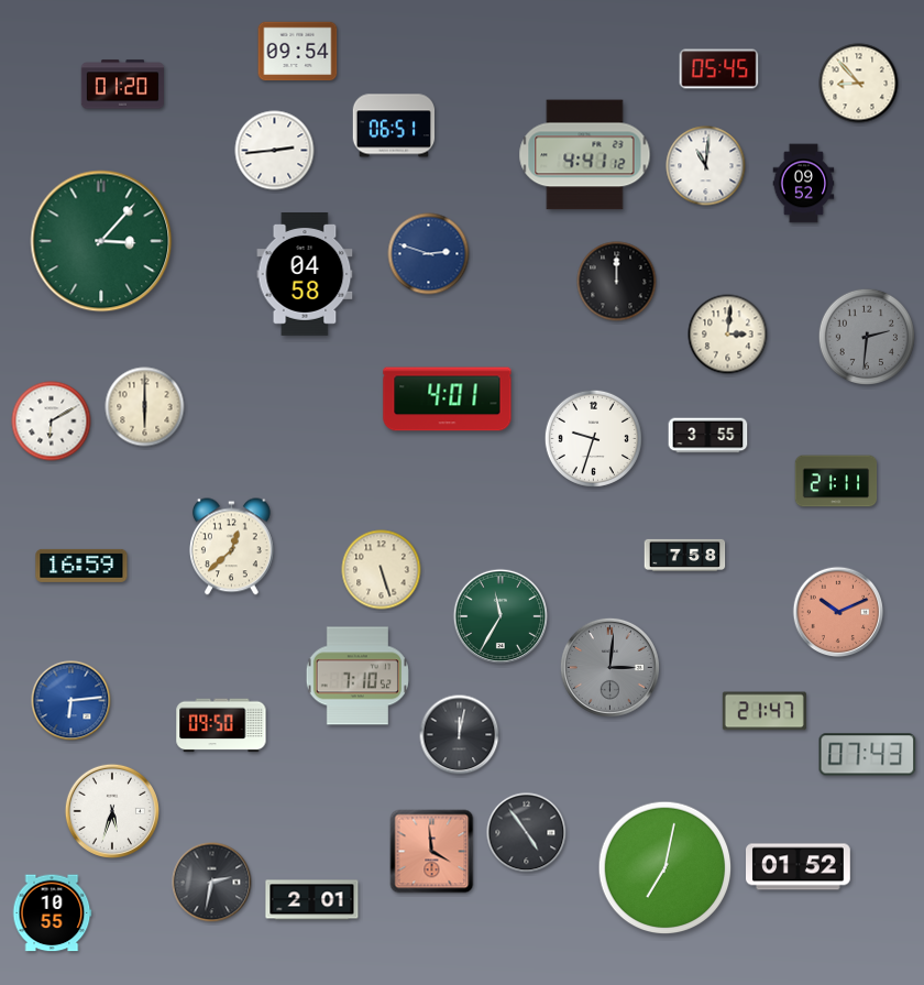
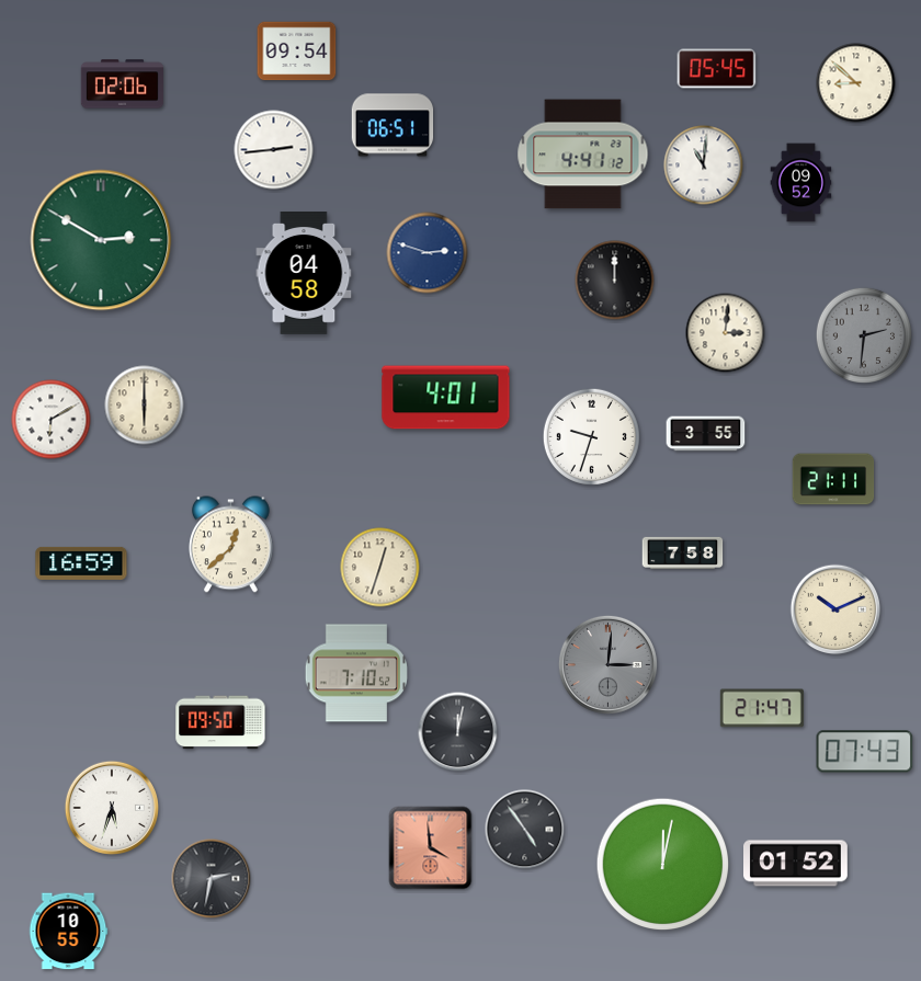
clock at (859, 84): 8:53 -> 8:52
clock at (122, 85): 01:20 -> 02:06
clock at (101, 241): 3:07 -> 2:50
clock at (382, 570): 5:27 -> 12:33
clock at (838, 612) dial: salmon -> cream
clock at (499, 615): 11:35 -> none
clock at (71, 701): 6:14 -> none
clock at (665, 868): 7:02 -> 12:02
clock at (312, 900): 2:01 -> none
clock at (52, 913) position: (52, 913) -> (68, 932)
